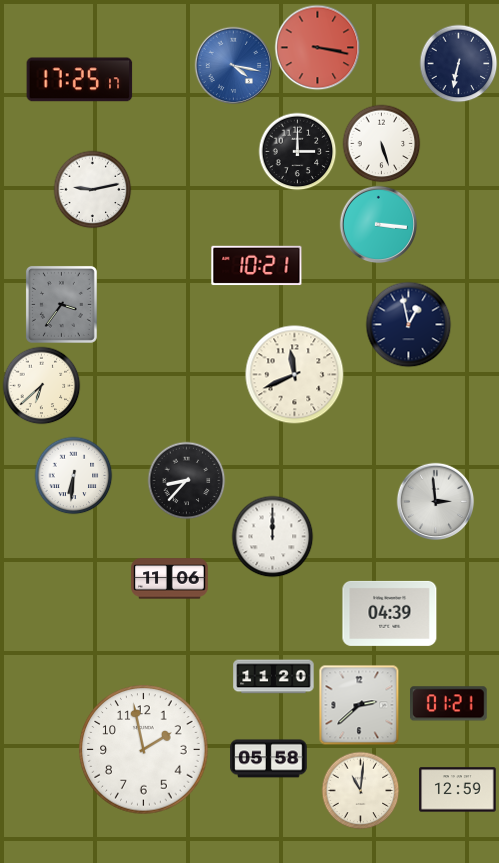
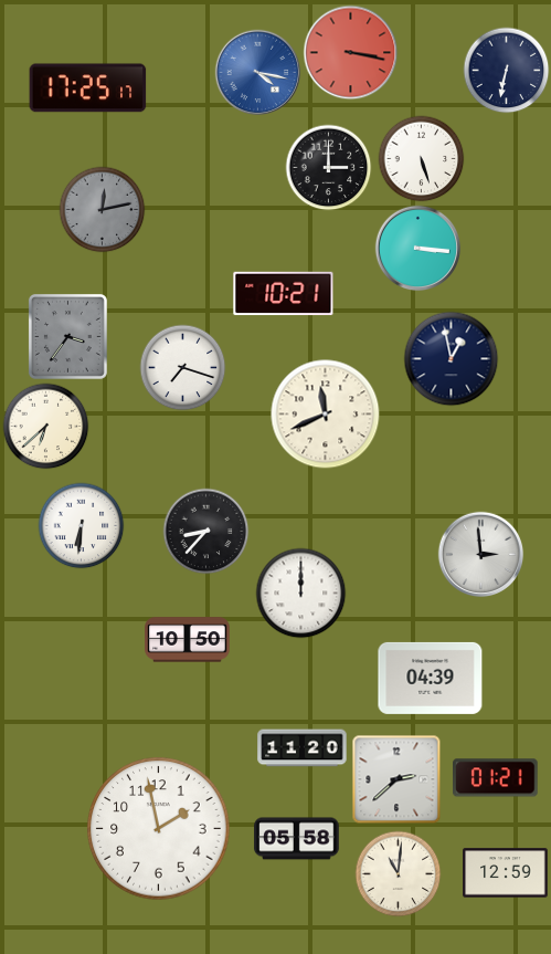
clock at (92, 189): 9:13 -> 12:13
clock at (92, 189) dial: white -> grey
clock at (182, 367): none -> 7:18
clock at (170, 579): 11:06 -> 10:50
